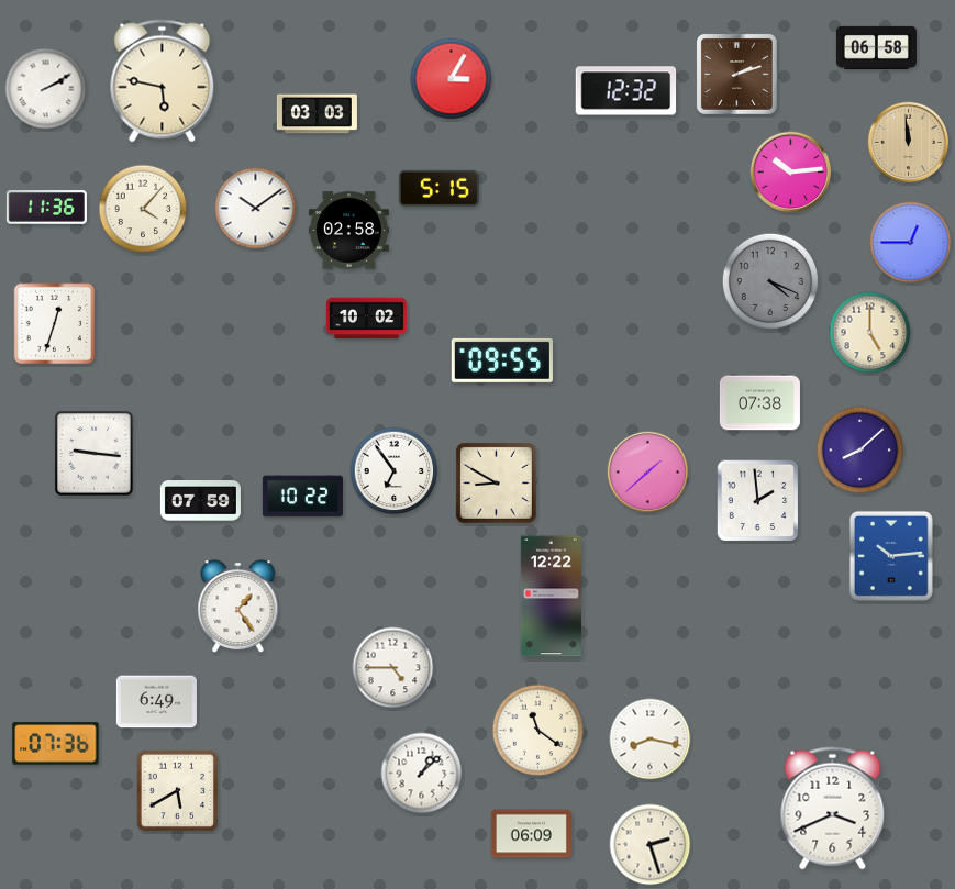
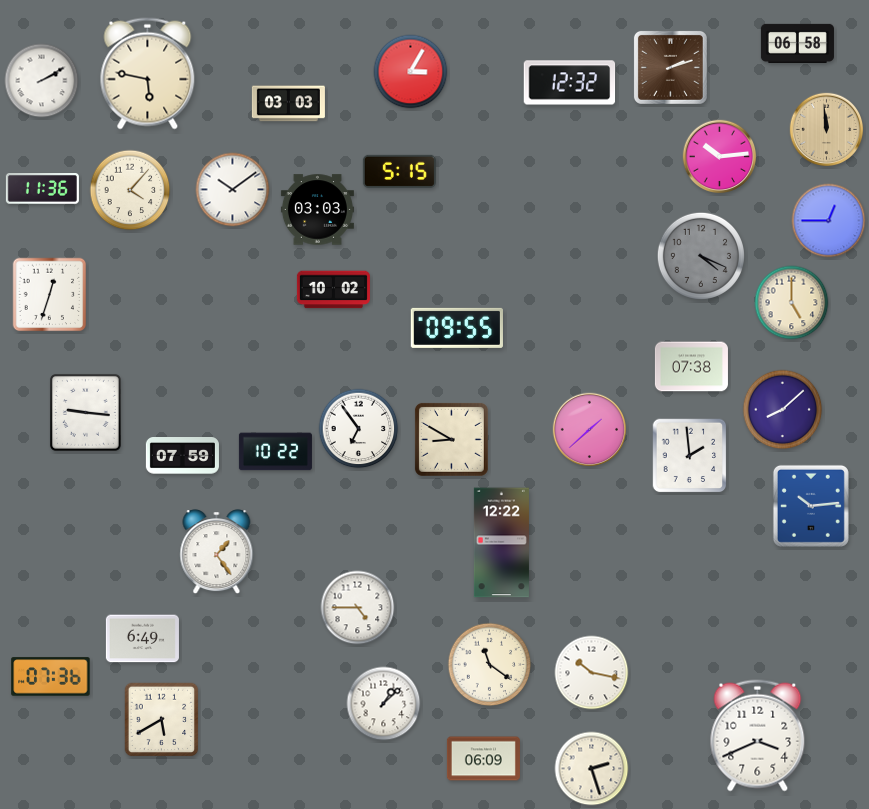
clock at (348, 231): 02:58 -> 03:03
clock at (651, 740): 8:17 -> 10:17
